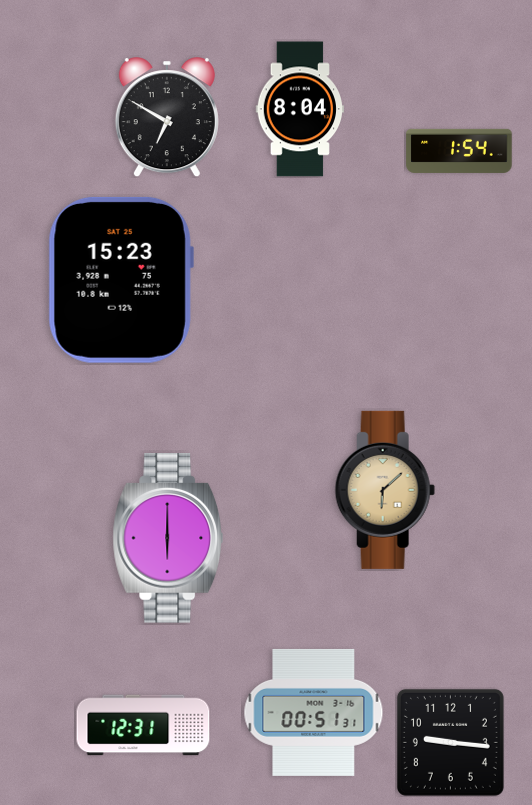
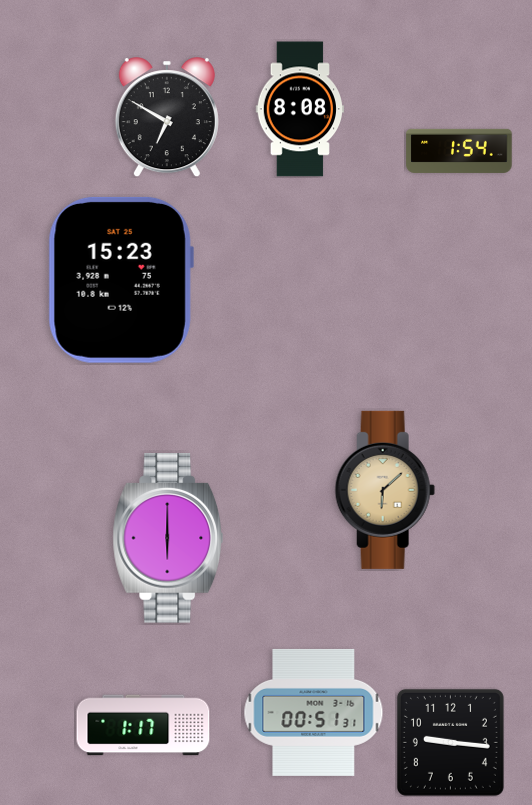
clock at (299, 109): 8:04 -> 8:08
clock at (143, 725): 12:31 -> 1:17
